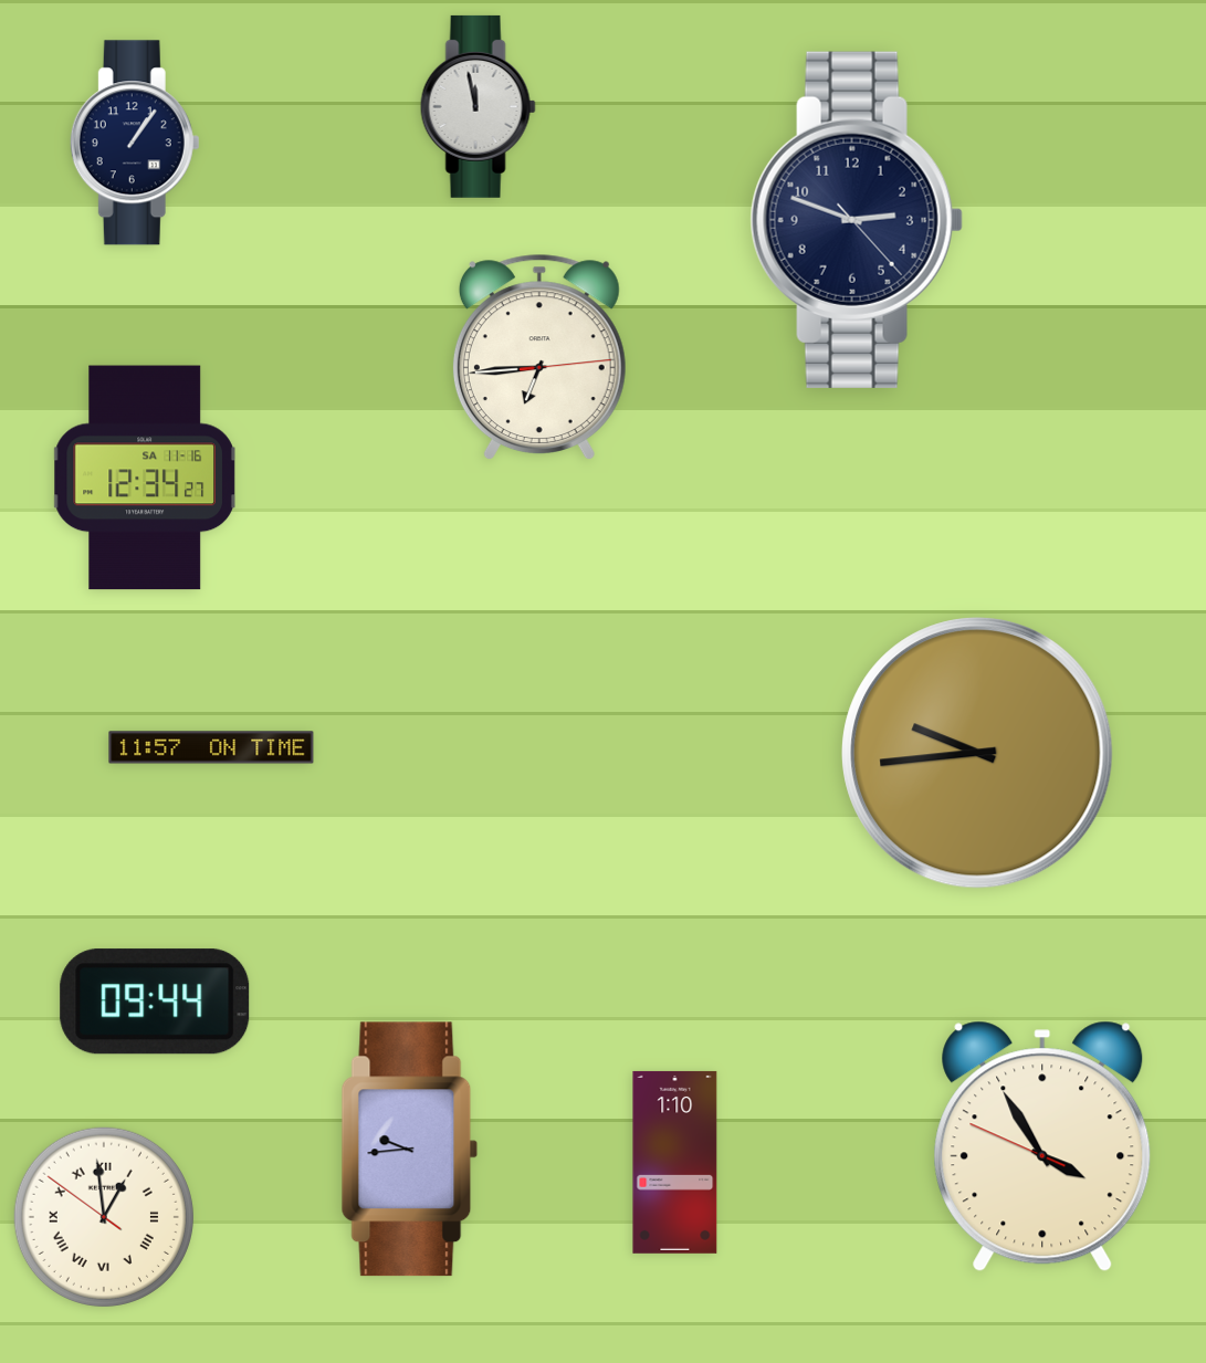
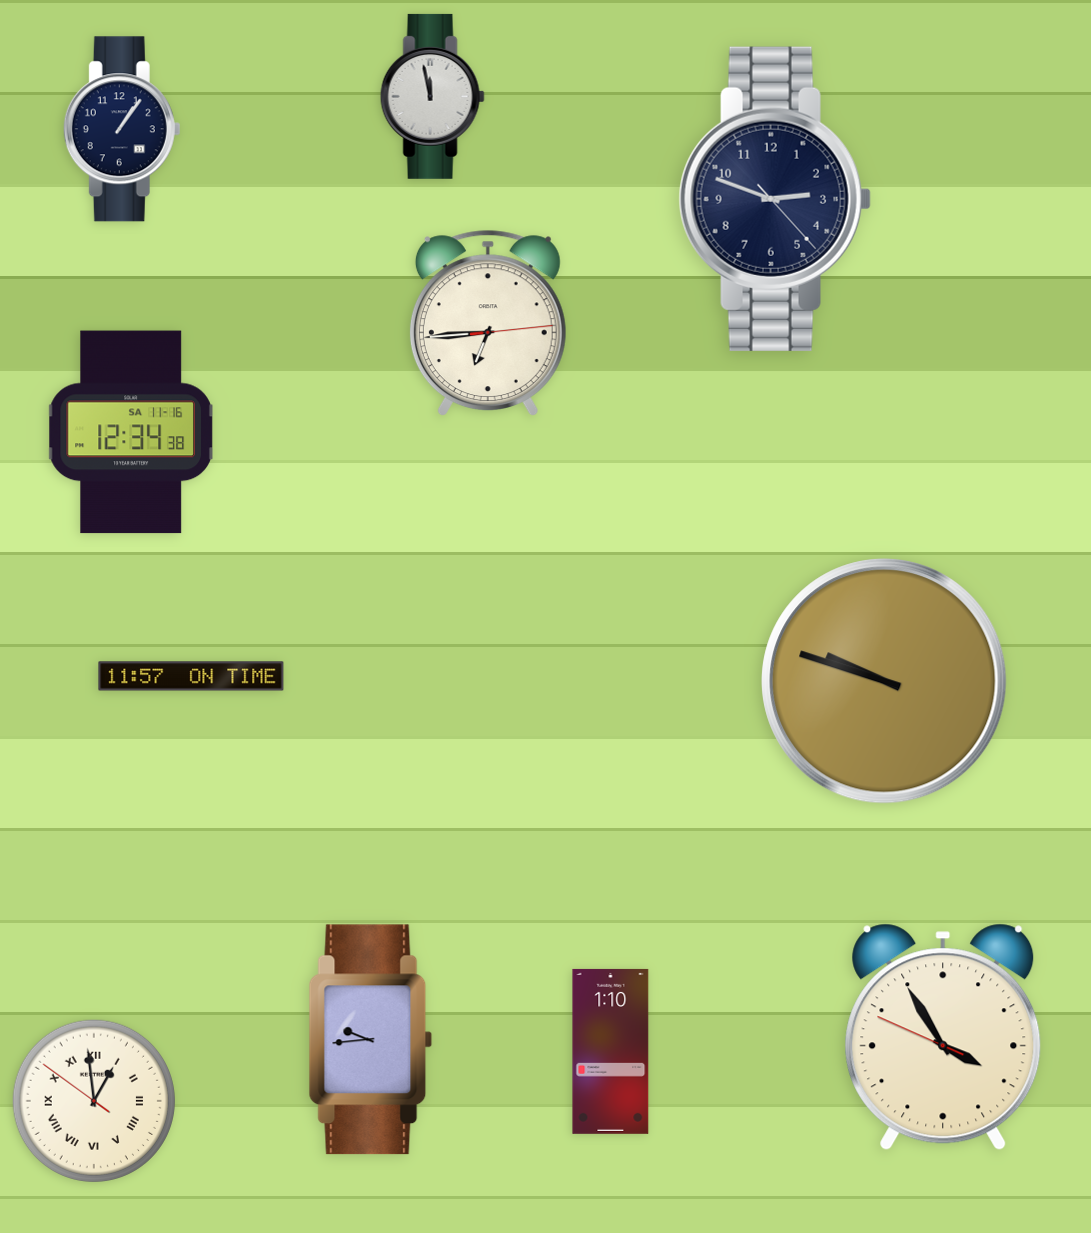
clock at (145, 478): 12:34:27 -> 12:34:38
clock at (977, 753): 9:44 -> 9:48
clock at (155, 1002): 09:44 -> none
